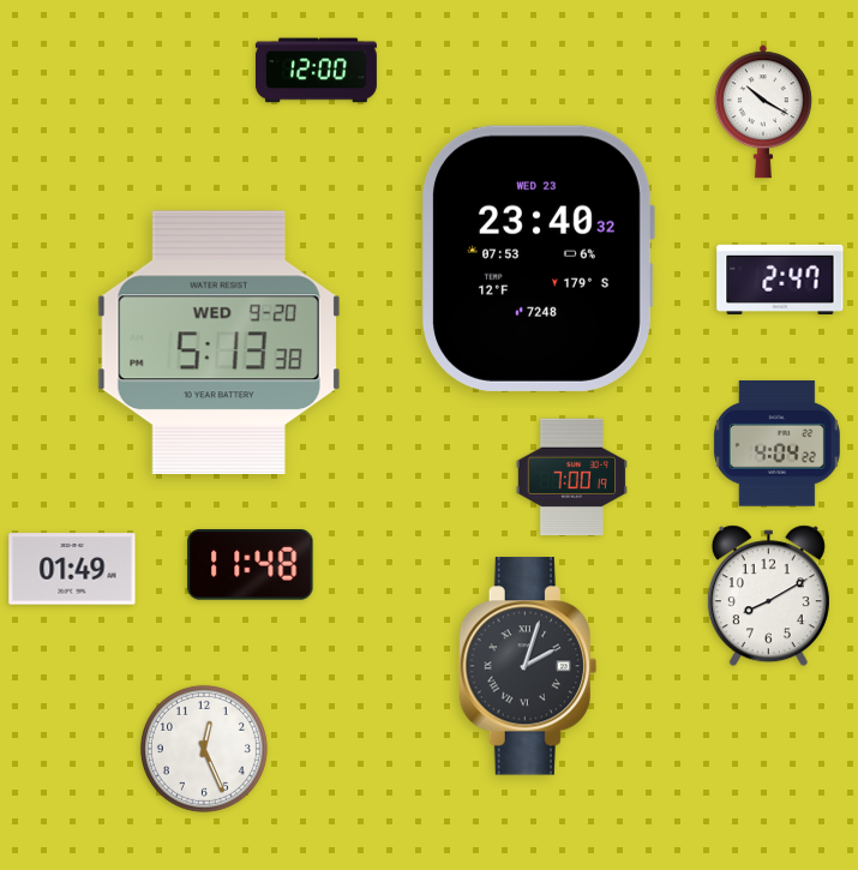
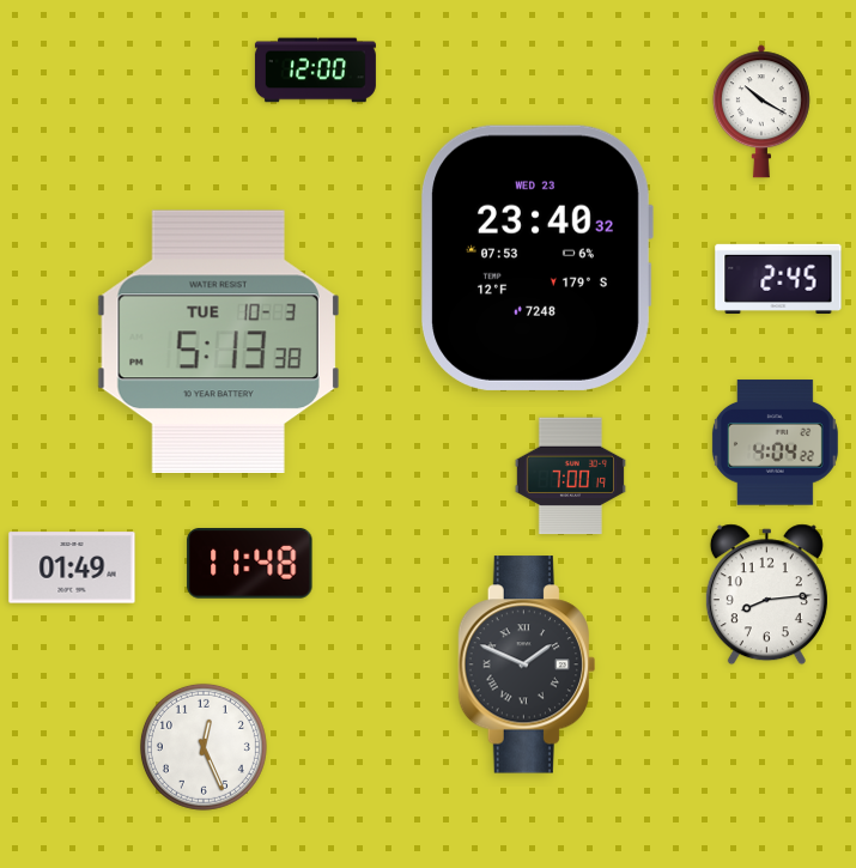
clock at (780, 280): 2:47 -> 2:45
clock at (218, 342) date: WED 9-20 -> TUE 10-3
clock at (768, 596): 8:10 -> 8:14
clock at (527, 666): 2:03 -> 1:49
